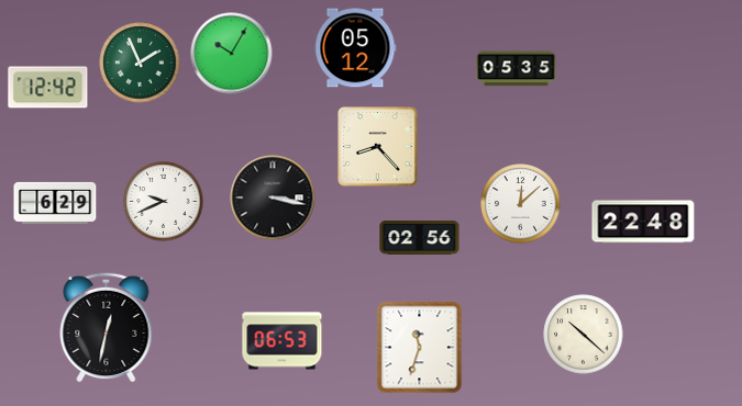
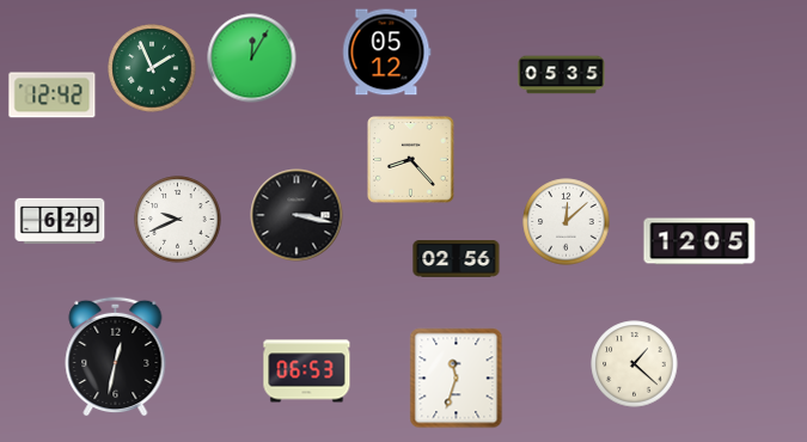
clock at (232, 54): 10:05 -> 12:05
clock at (643, 222): 22:48 -> 12:05
clock at (584, 335): 10:22 -> 1:22
